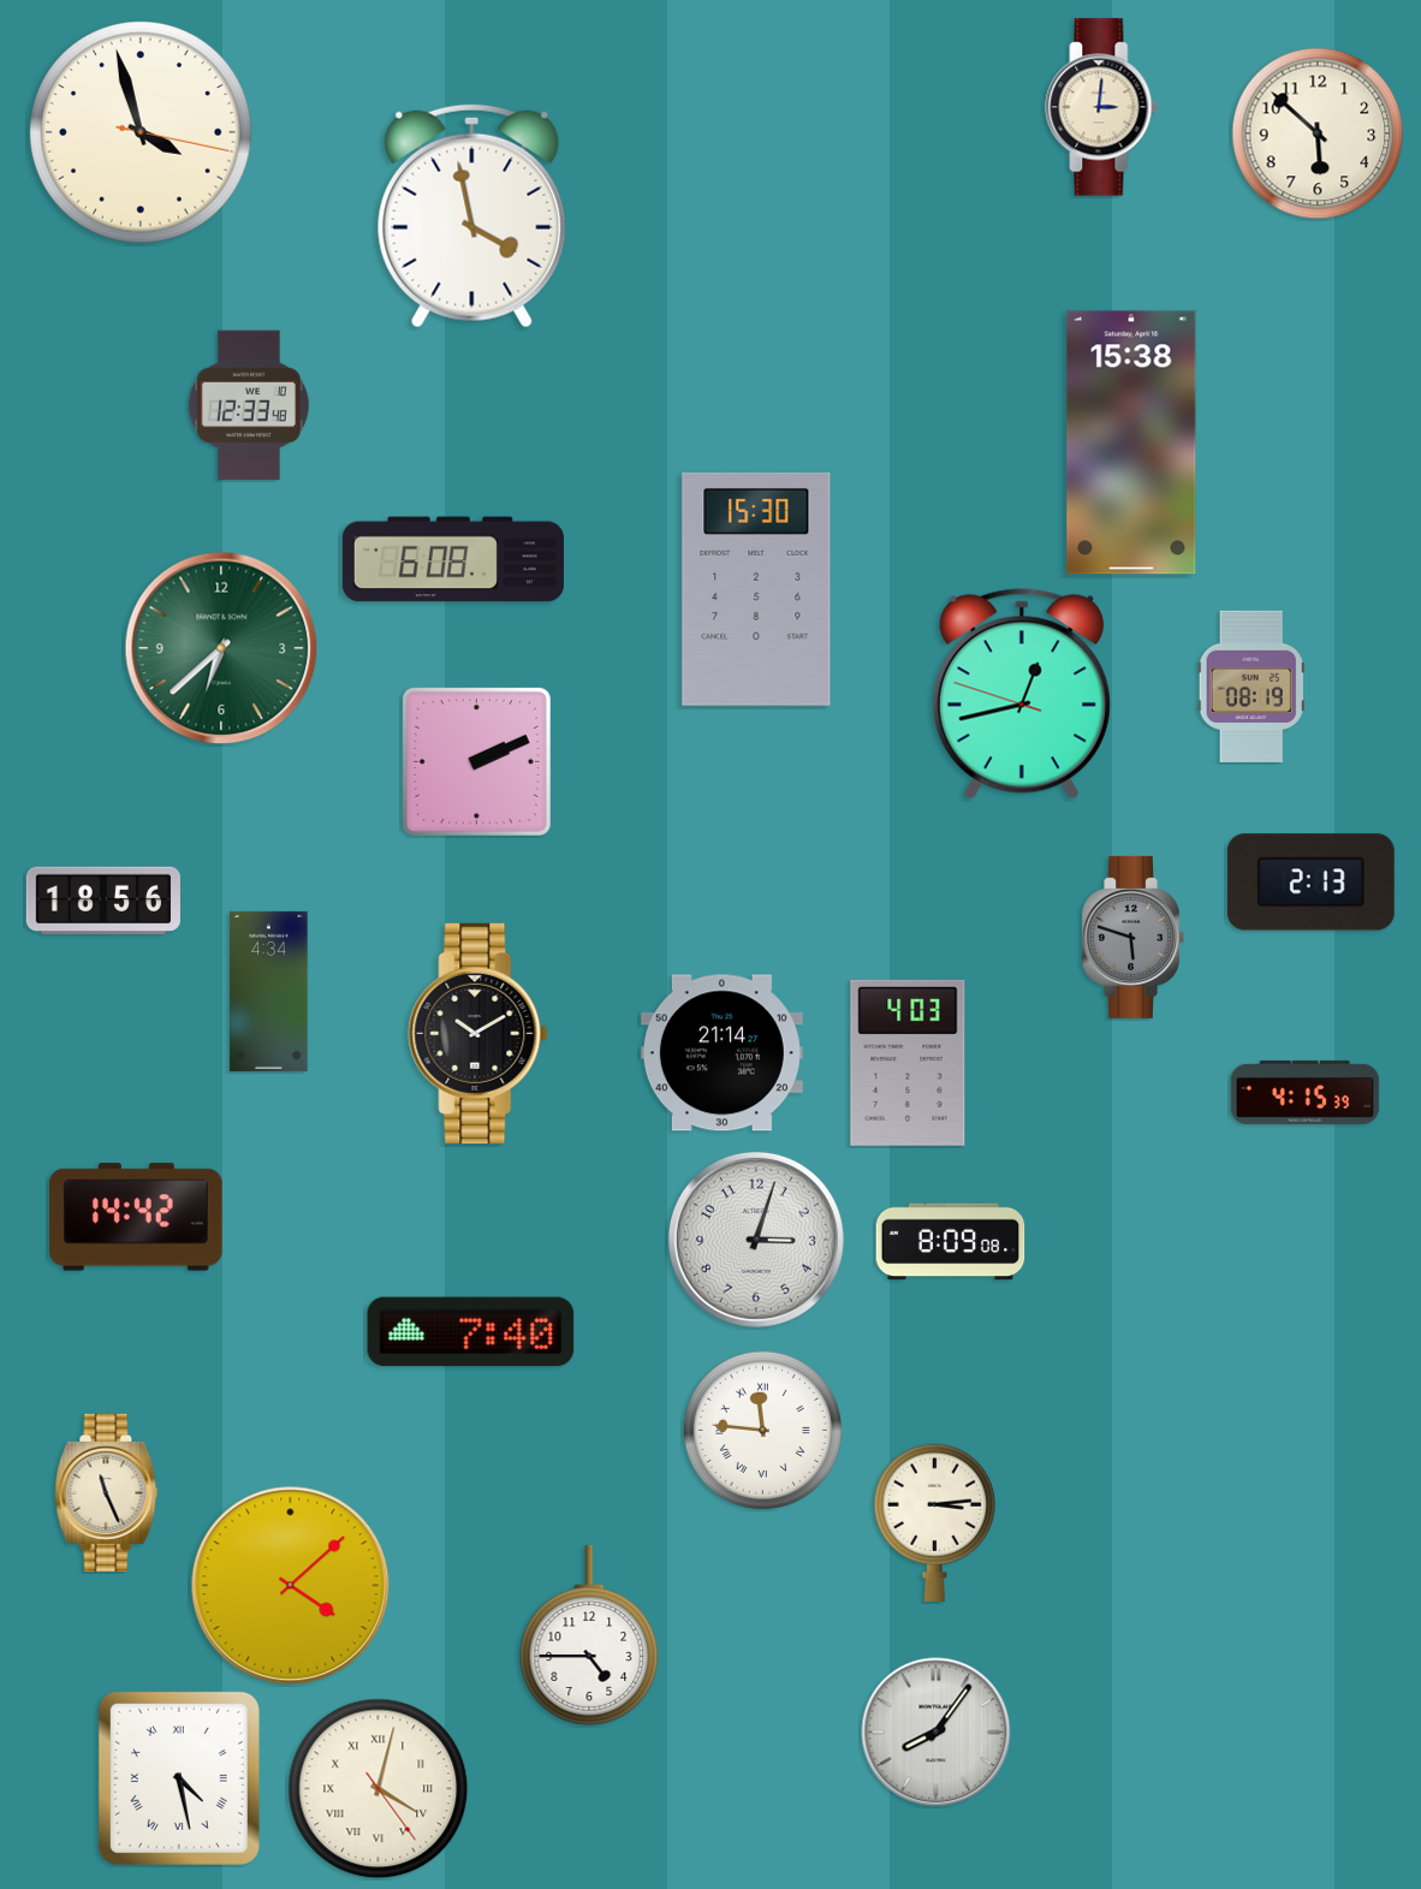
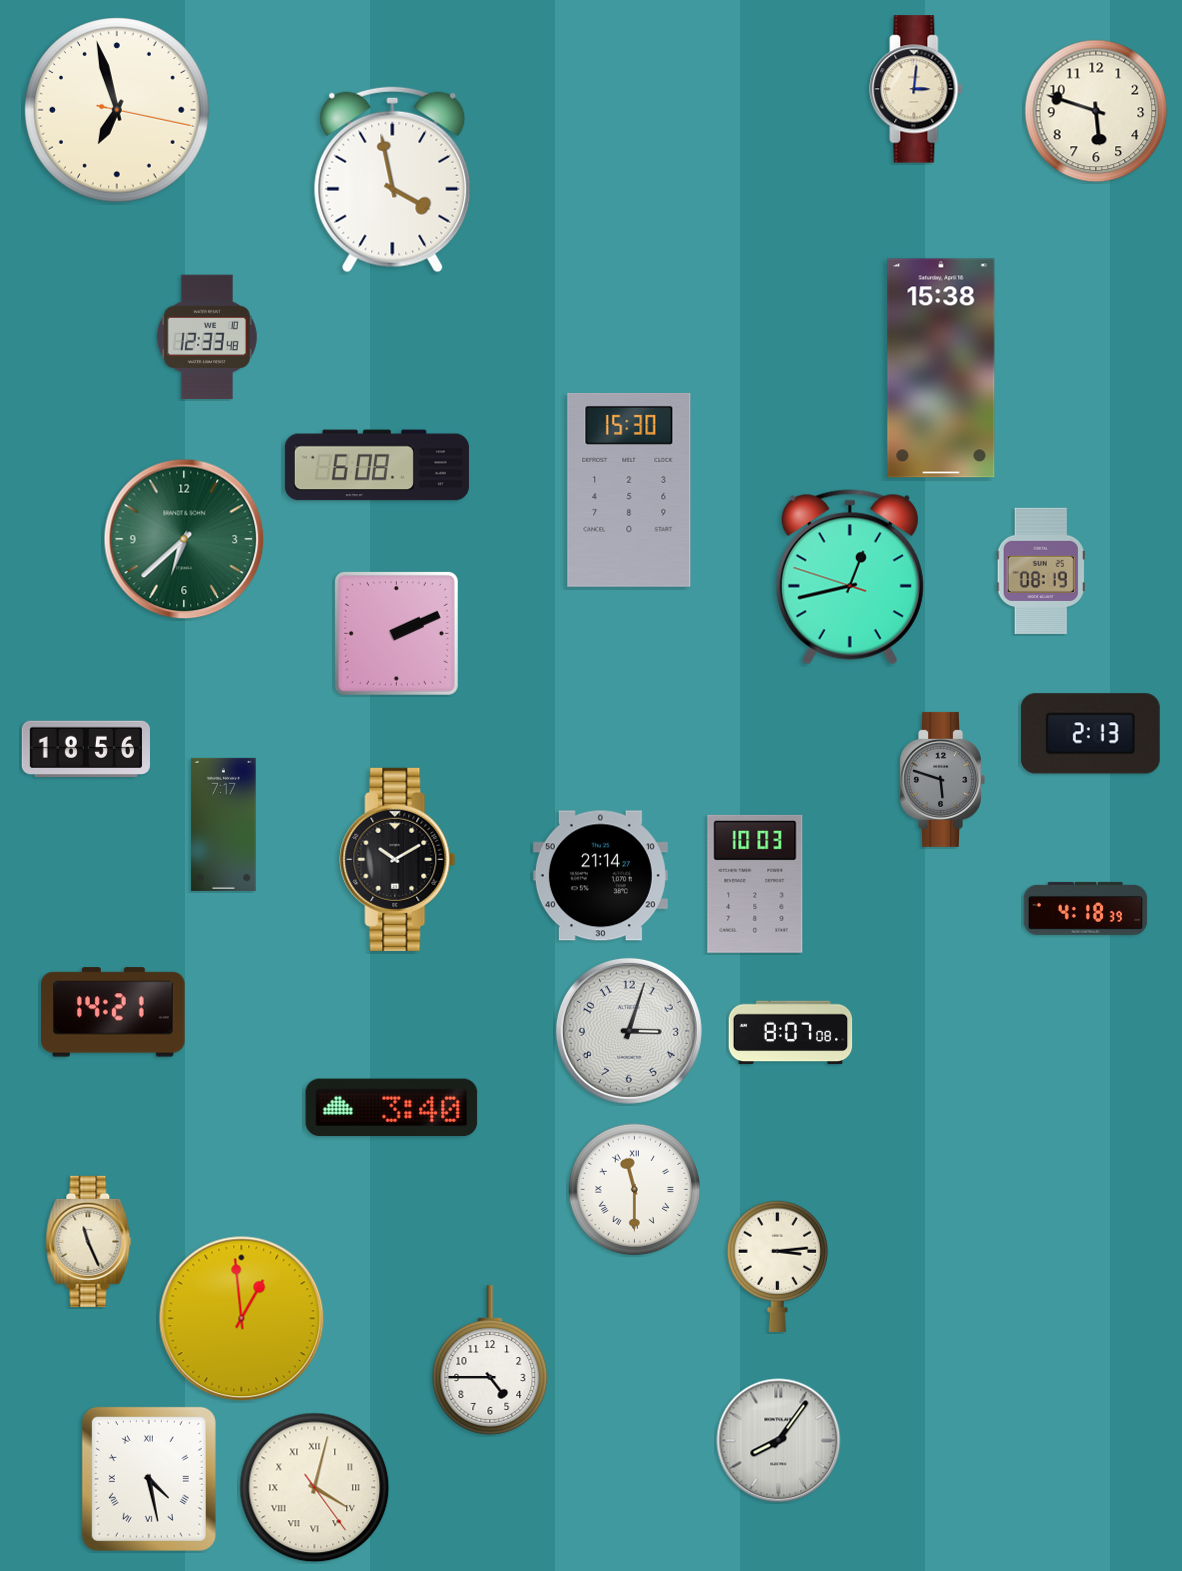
clock at (142, 133): 3:57 -> 6:57
clock at (1318, 133): 5:52 -> 5:48
clock at (269, 991): 4:34 -> 7:17
clock at (908, 1063): 4:03 -> 10:03
clock at (1306, 1092): 4:15 -> 4:18
clock at (136, 1217): 14:42 -> 14:21
clock at (951, 1242): 8:09 -> 8:07
clock at (471, 1332): 7:40 -> 3:40
clock at (762, 1430): 11:46 -> 11:30
clock at (291, 1586): 4:08 -> 12:59
